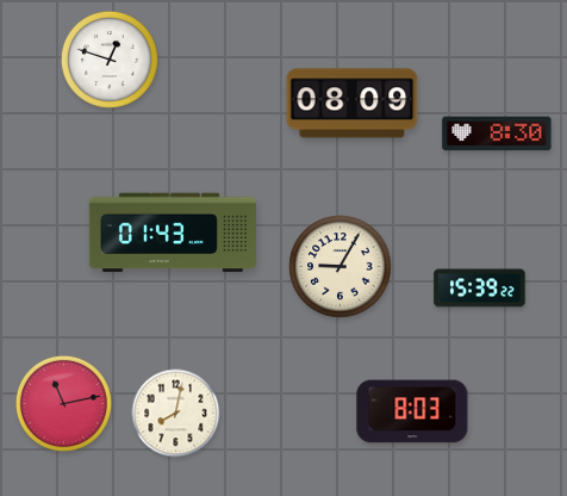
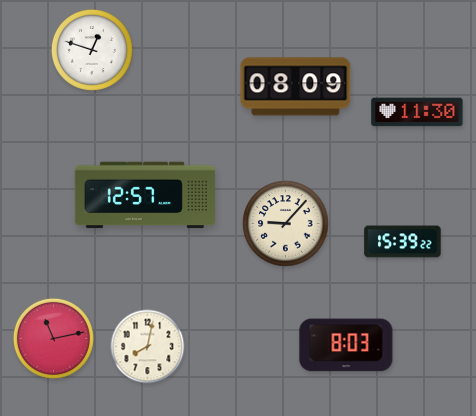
clock at (497, 134): 8:30 -> 11:30
clock at (173, 232): 01:43 -> 12:57
clock at (341, 267): 9:05 -> 9:07
